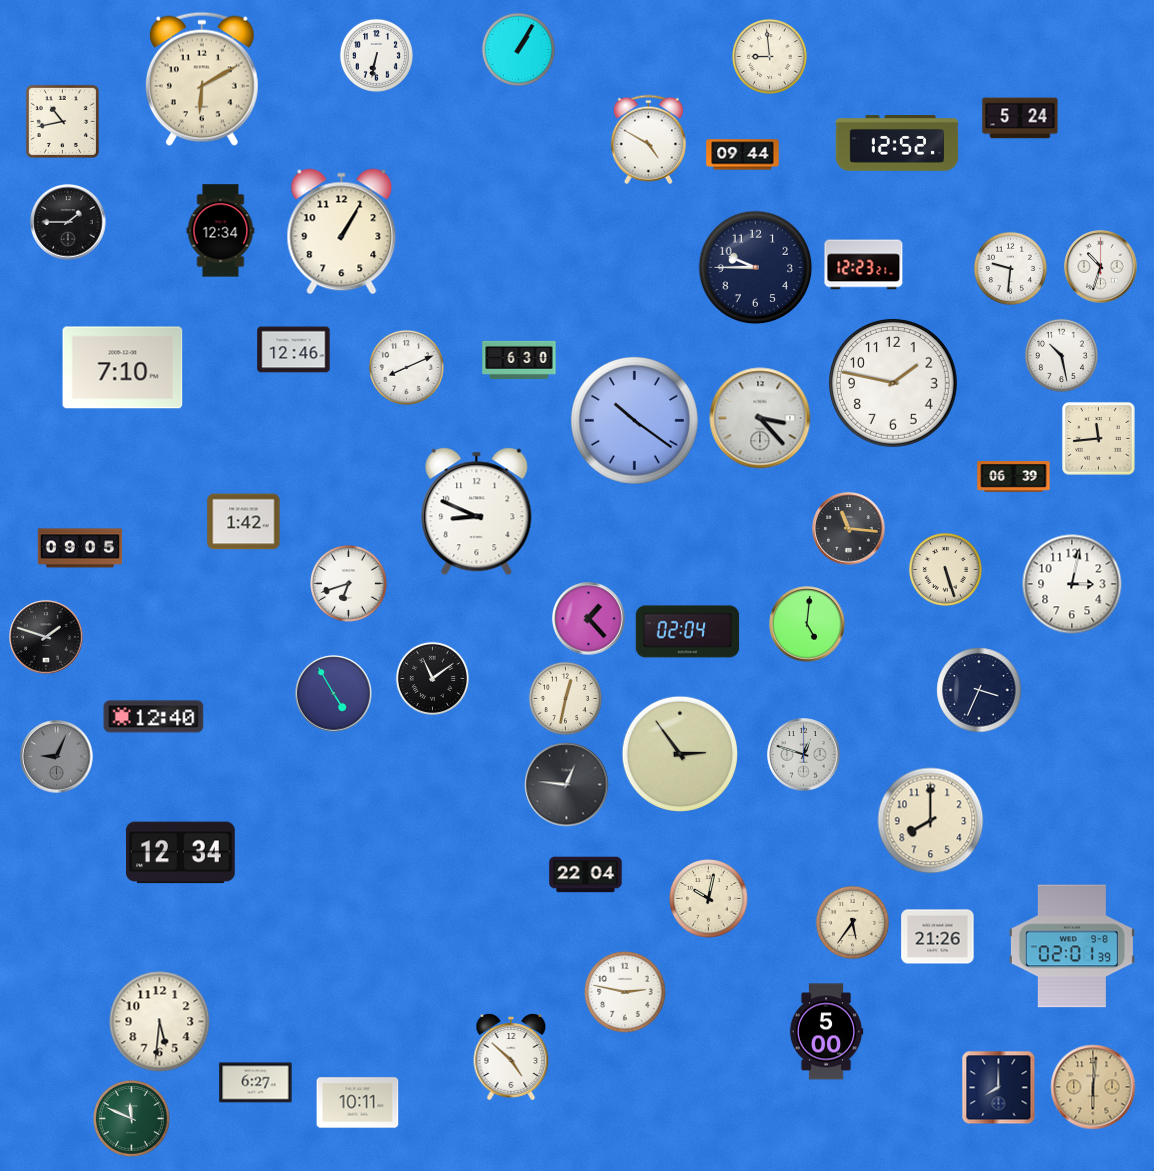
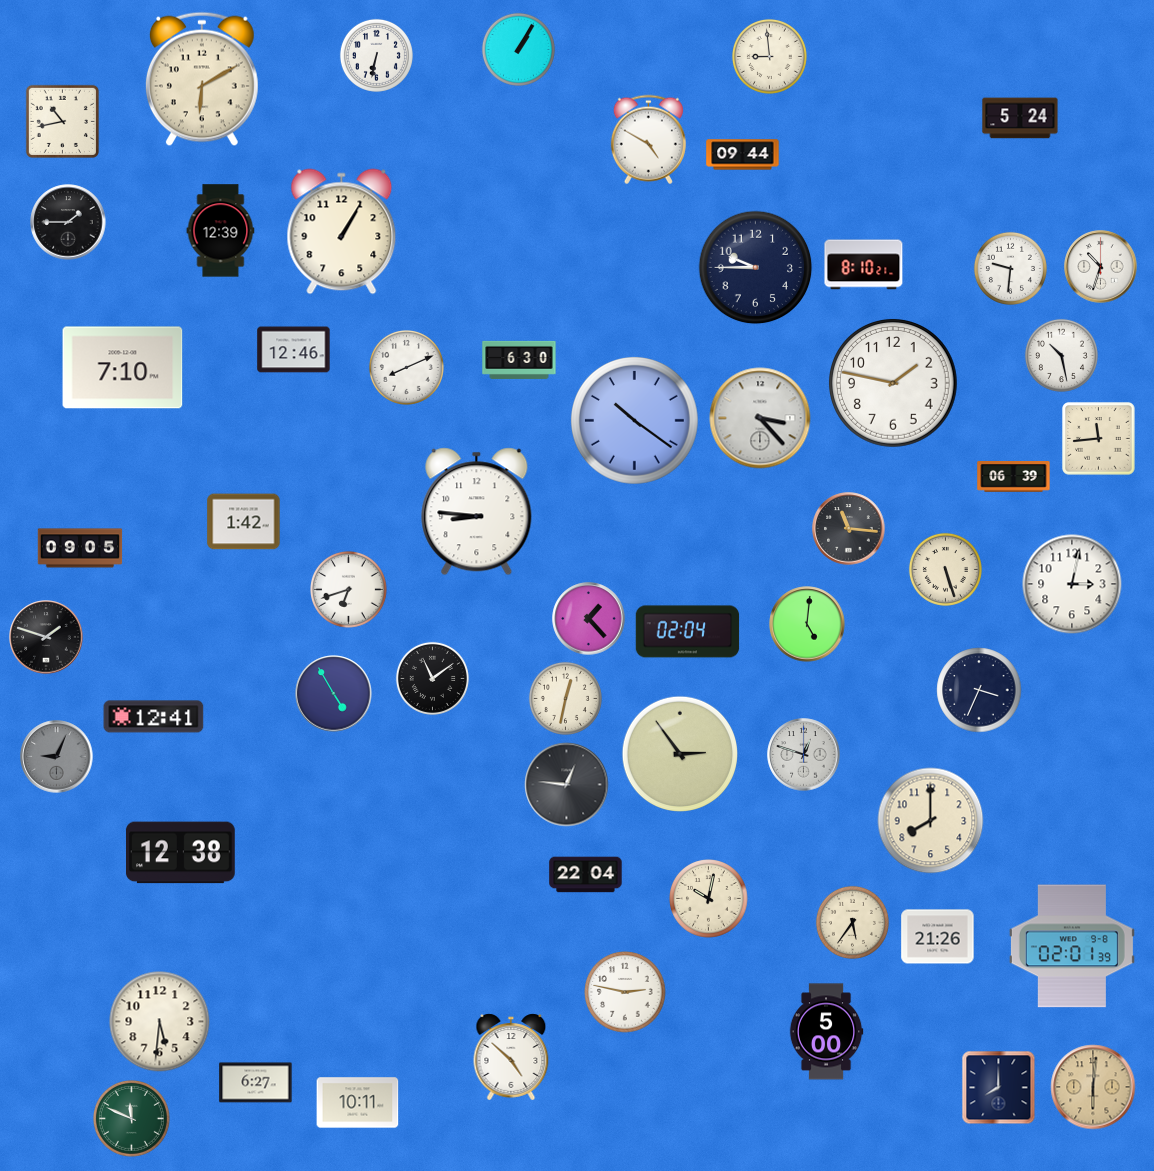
clock at (897, 144): 12:52 -> none
clock at (221, 231): 12:34 -> 12:39
clock at (864, 265): 12:23 -> 8:10
clock at (477, 512): 8:49 -> 8:46
clock at (349, 584) position: (349, 584) -> (349, 590)
clock at (154, 717): 12:40 -> 12:41
clock at (181, 853): 12:34 -> 12:38
